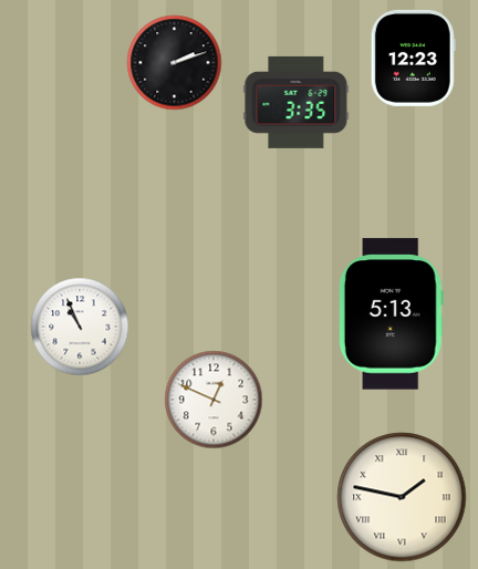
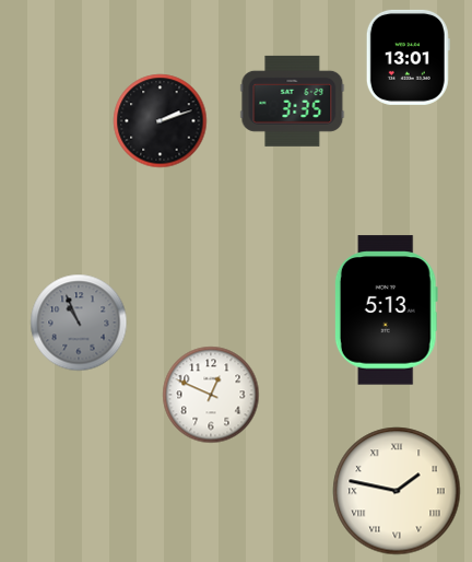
clock at (413, 58): 12:23 -> 13:01
clock at (175, 63) position: (175, 63) -> (161, 121)
clock at (80, 327) dial: white -> grey
